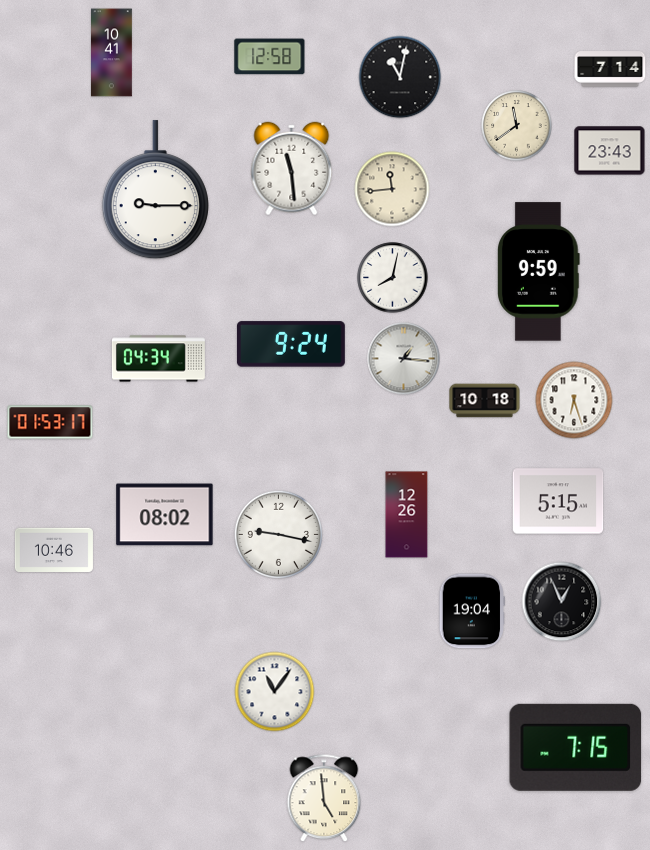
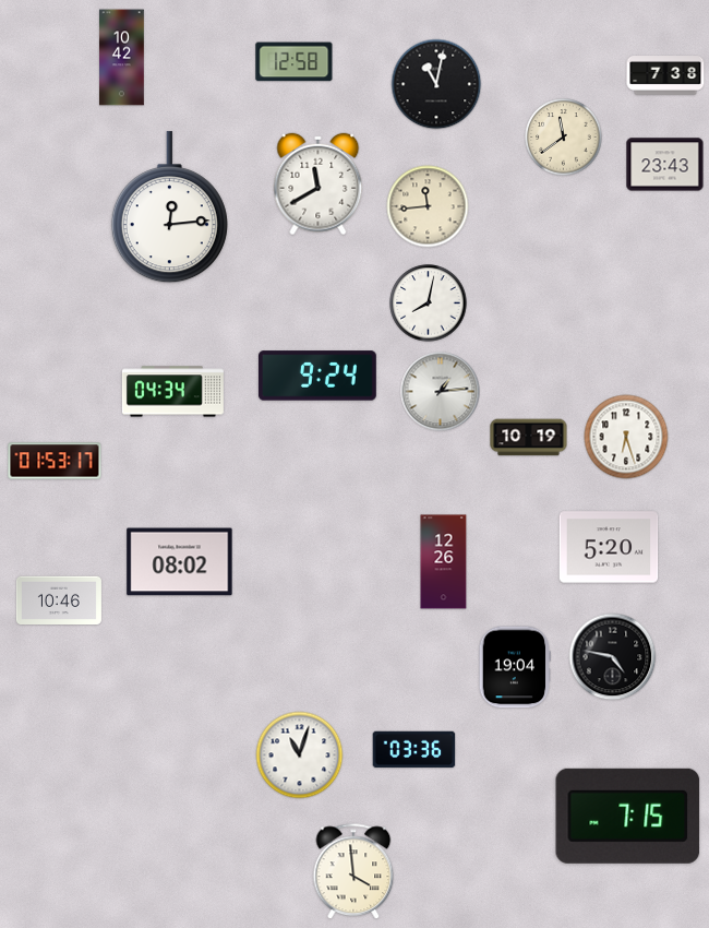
clock at (112, 53): 10:41 -> 10:42
clock at (610, 69): 7:14 -> 7:38
clock at (292, 169): 11:29 -> 11:40
clock at (155, 190): 9:15 -> 12:14
clock at (539, 272): 9:59 -> none
clock at (404, 359): 1:16 -> 1:14
clock at (485, 401): 10:18 -> 10:19
clock at (558, 501): 5:15 -> 5:20
clock at (278, 534): 9:17 -> none
clock at (562, 602): 12:56 -> 4:47
clock at (414, 750): none -> 03:36
clock at (275, 692): 11:06 -> 11:03
clock at (324, 799): 4:59 -> 3:59
